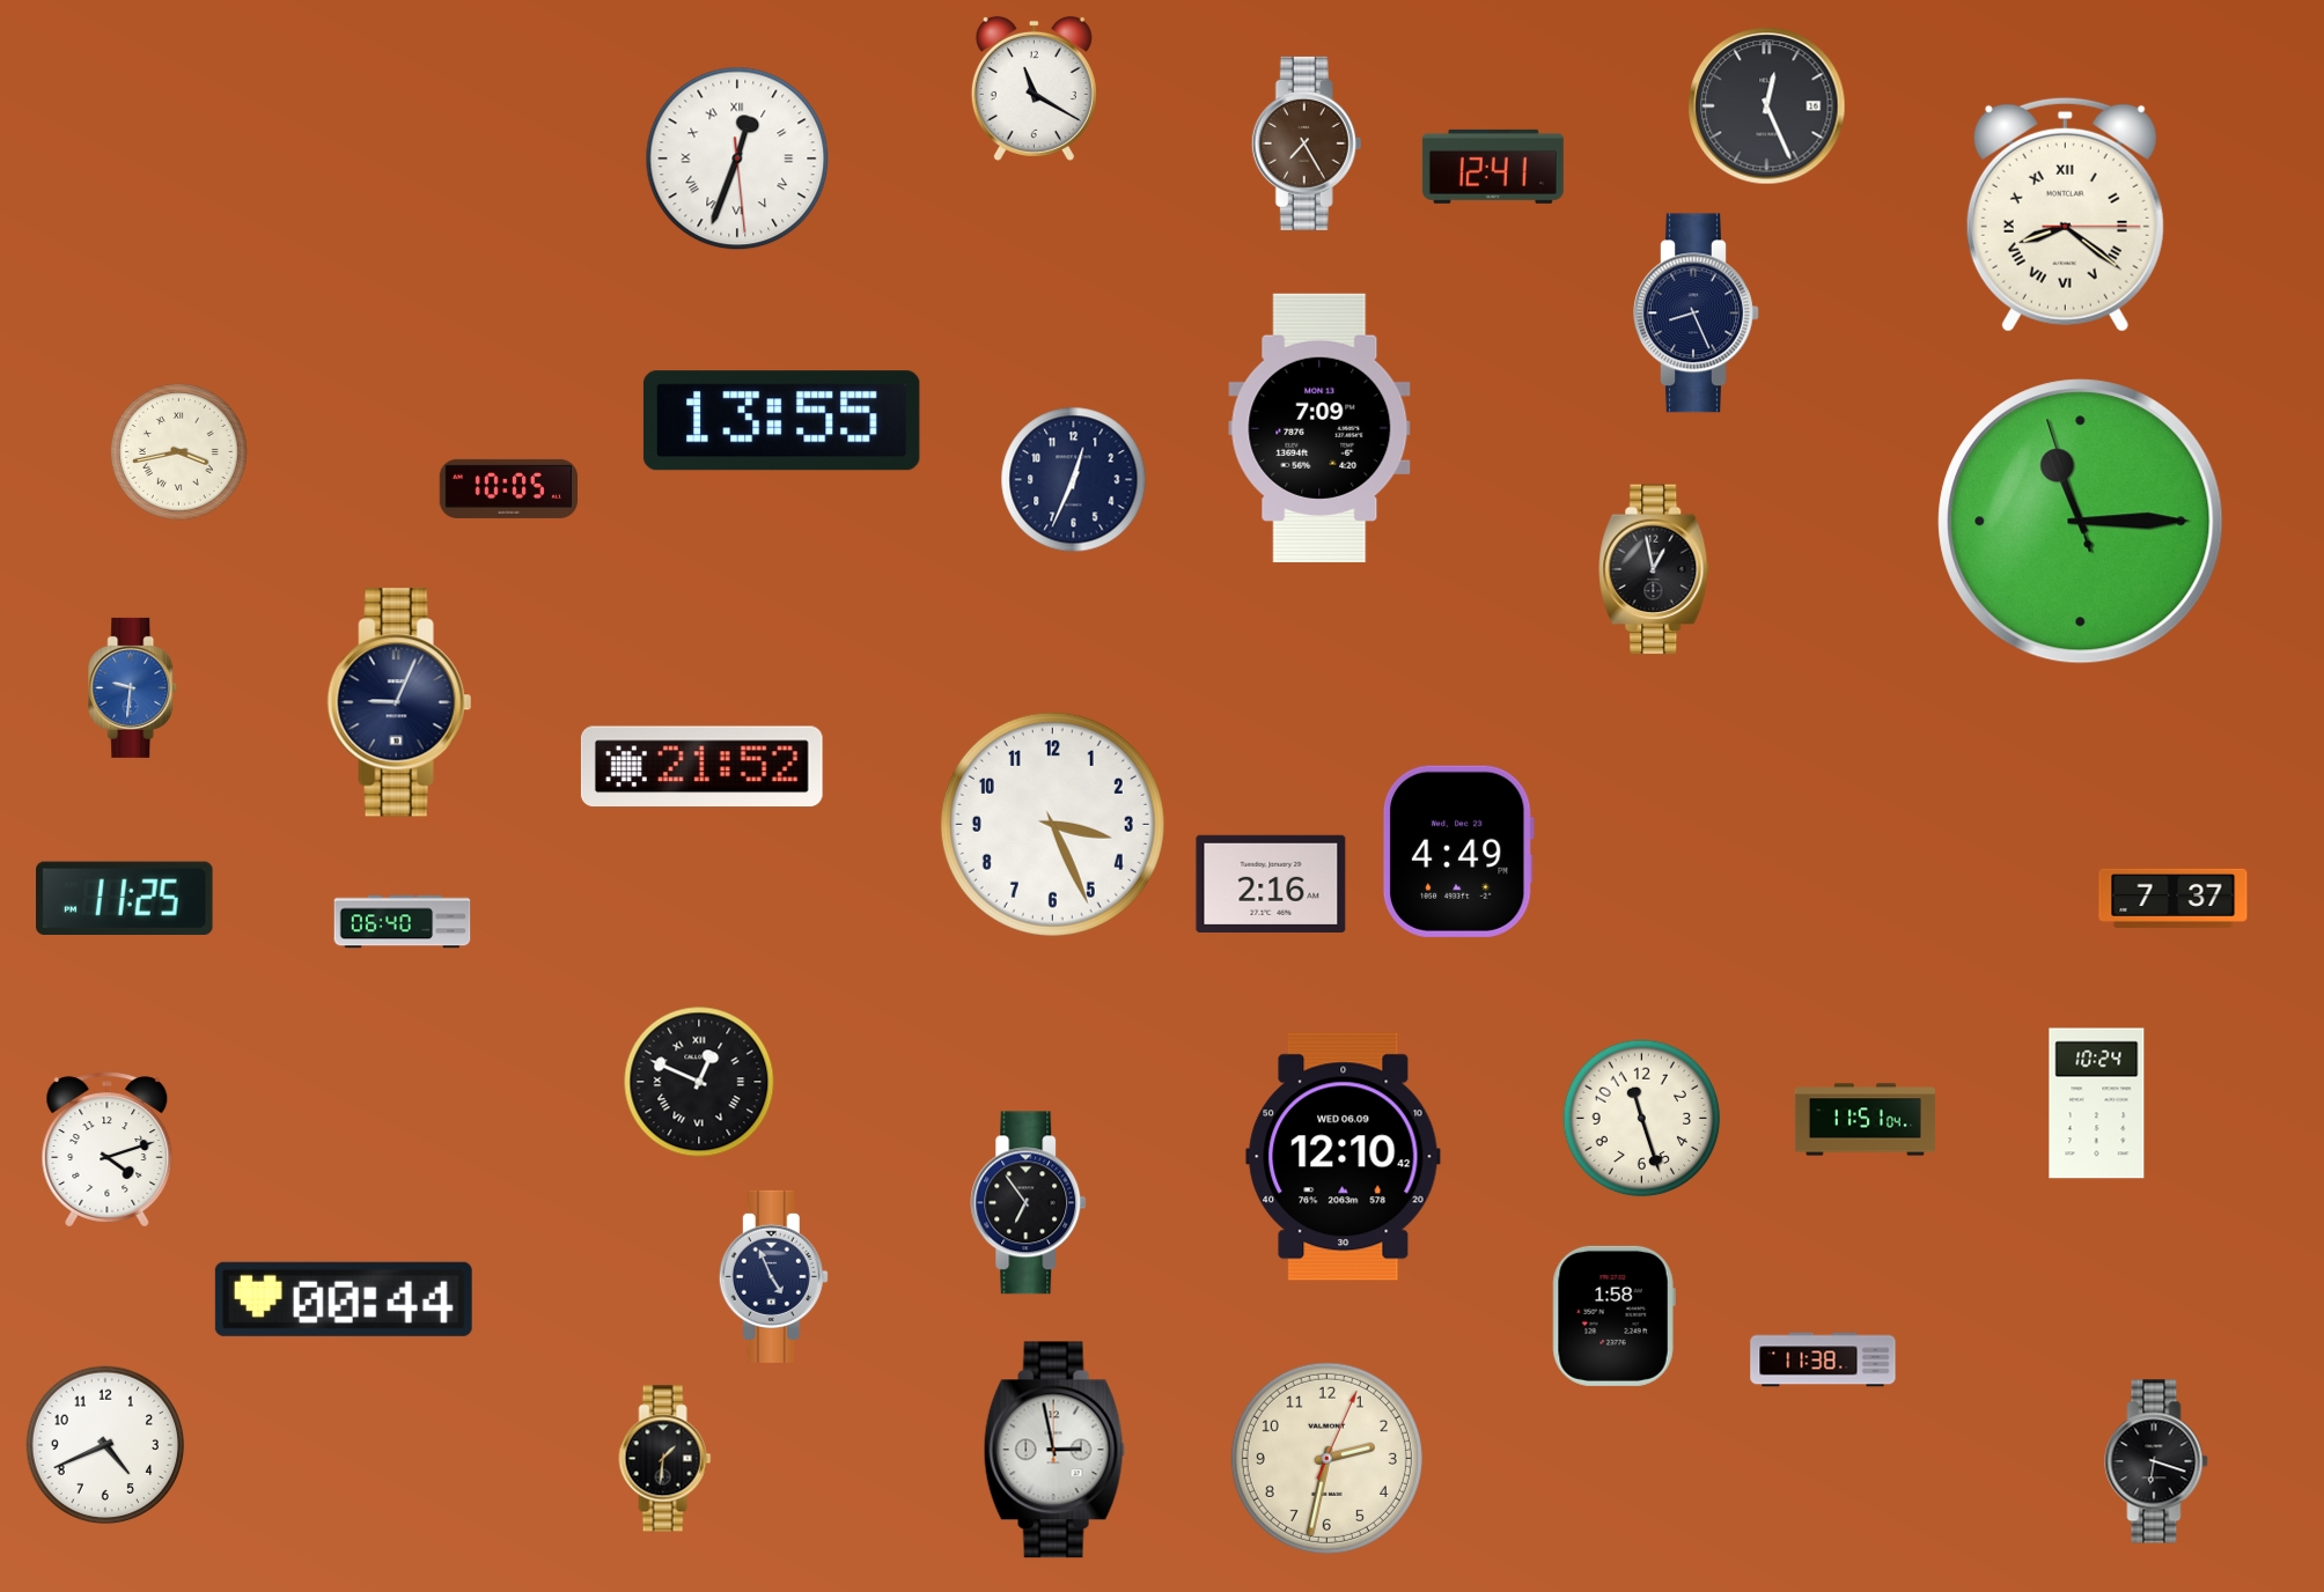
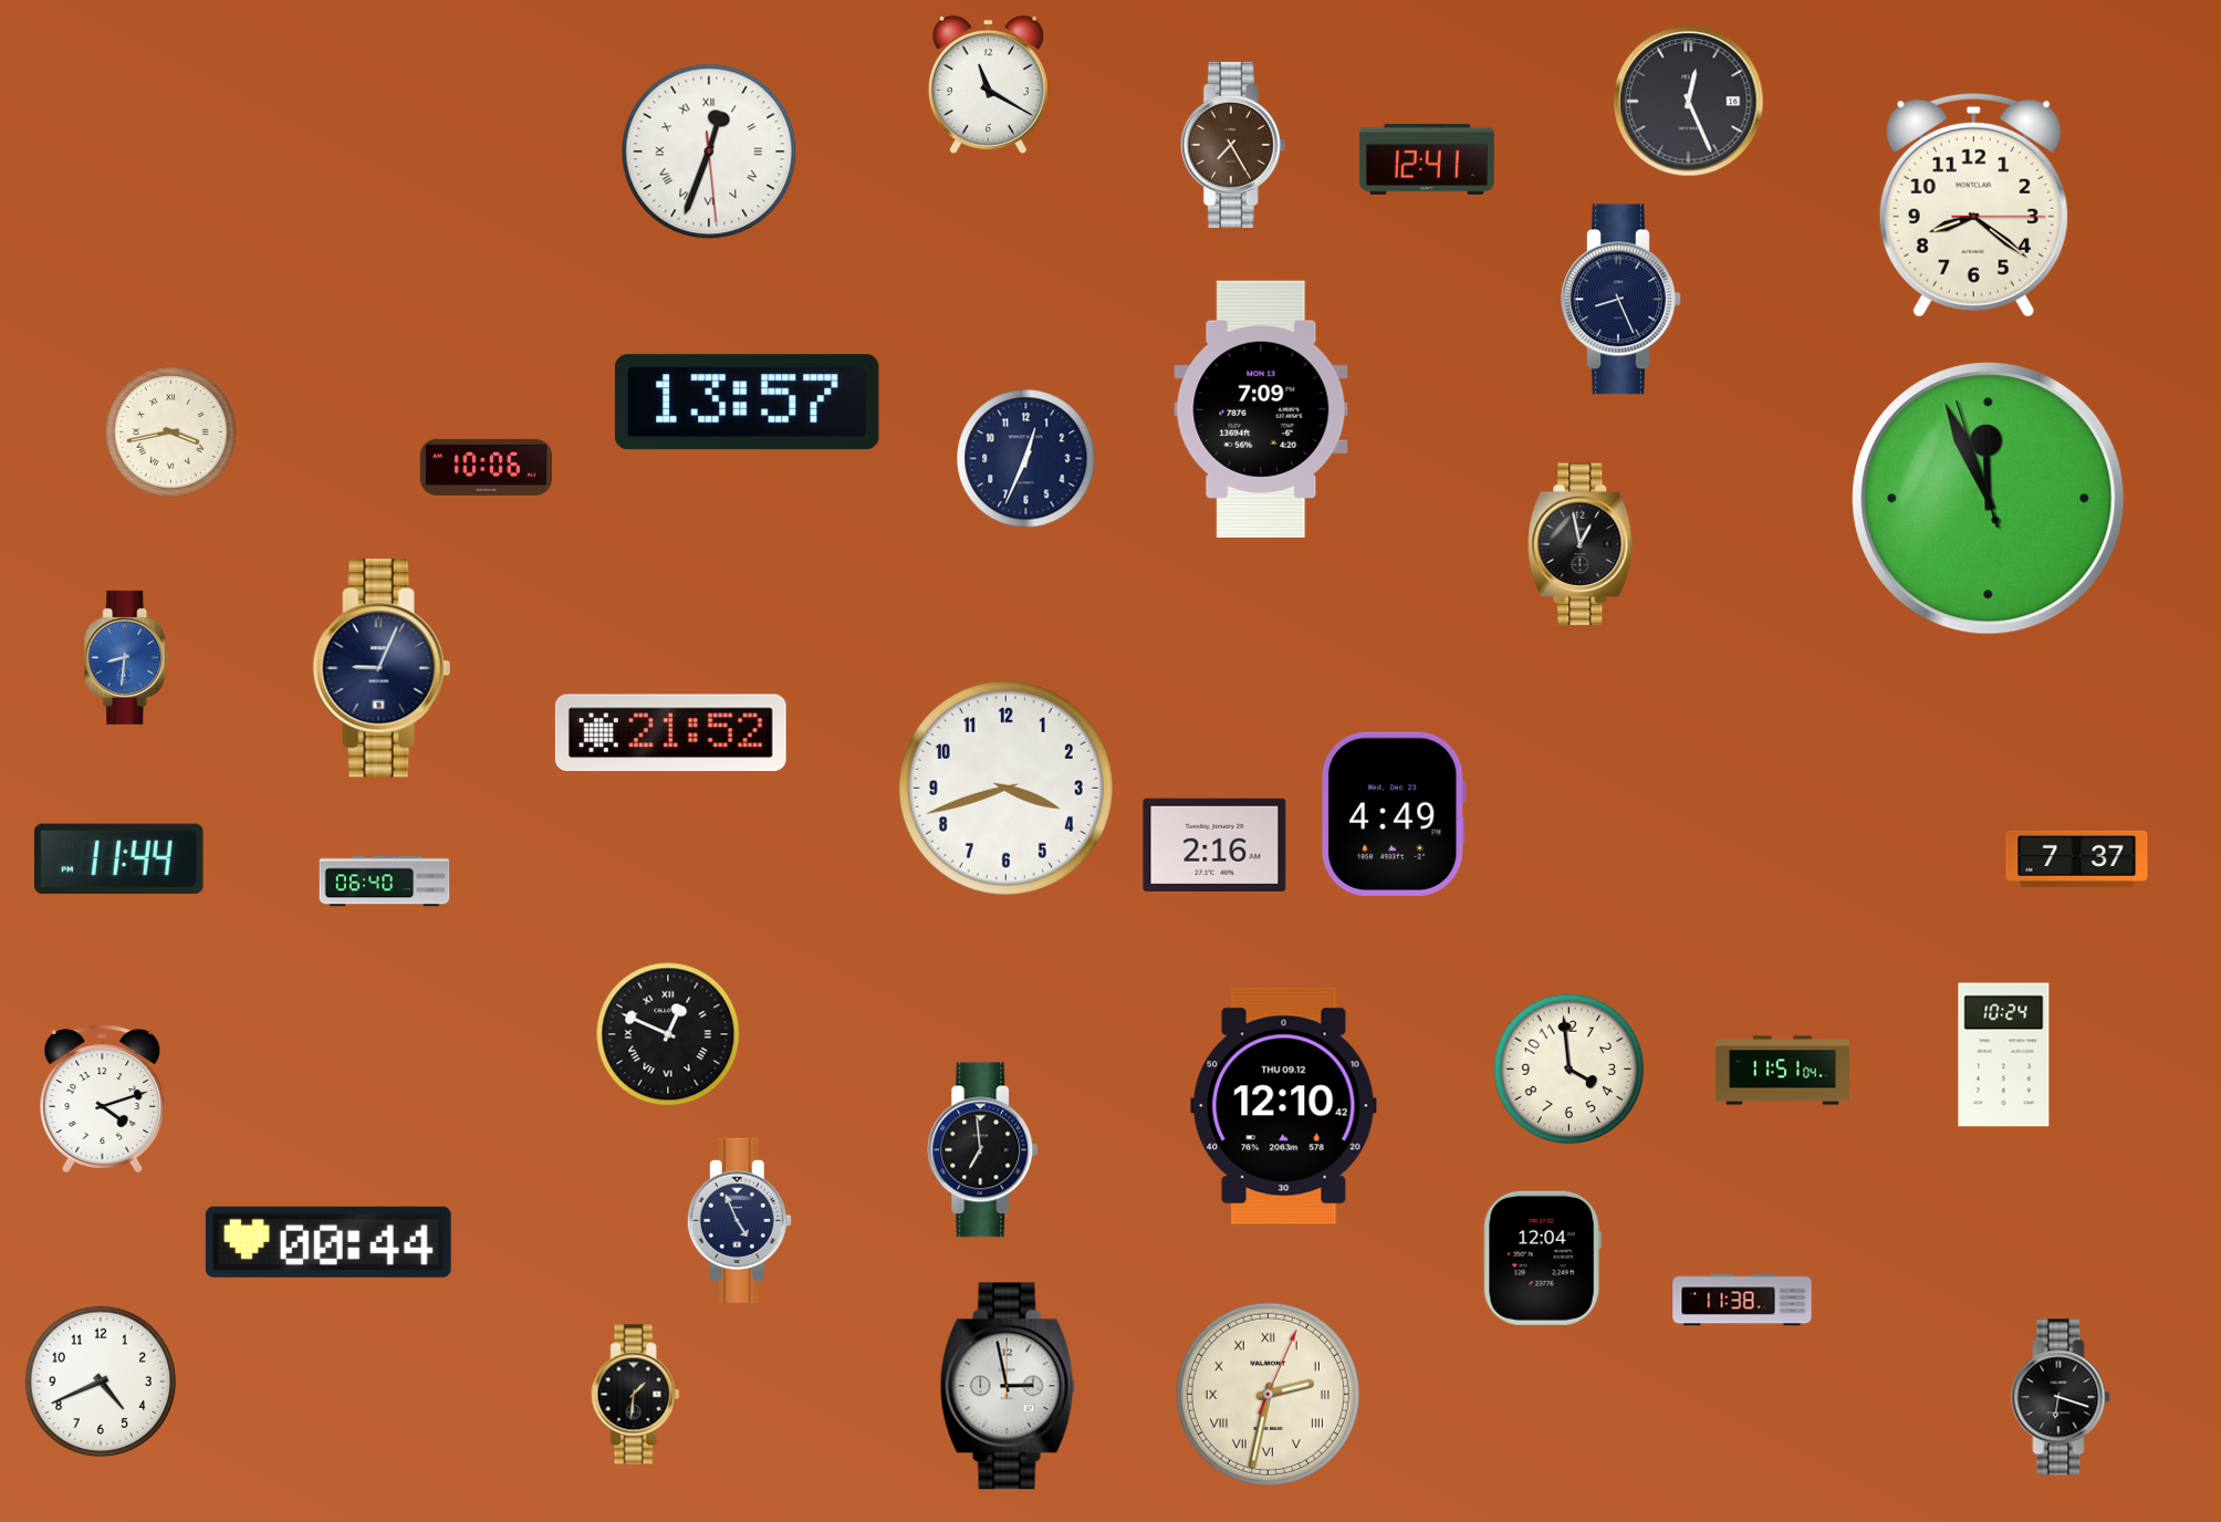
clock at (1307, 143) position: (1307, 143) -> (1233, 145)
clock at (737, 159) position: (737, 159) -> (709, 152)
clock at (2065, 214) numerals: Roman -> Arabic
clock at (781, 421): 13:55 -> 13:57
clock at (508, 488): 10:05 -> 10:06
clock at (2081, 522): 11:14 -> 11:55
clock at (133, 687): 9:31 -> 8:31
clock at (399, 702) position: (399, 702) -> (382, 668)
clock at (1052, 824): 3:26 -> 3:42
clock at (125, 898): 11:25 -> 11:44
clock at (1642, 1119): 11:27 -> 3:59
clock at (1344, 1157) date: WED 06.09 -> THU 09.12
clock at (1029, 1203): 6:54 -> 6:59
clock at (1613, 1315): 1:58 -> 12:04
clock at (1326, 1458) numerals: Arabic -> Roman
